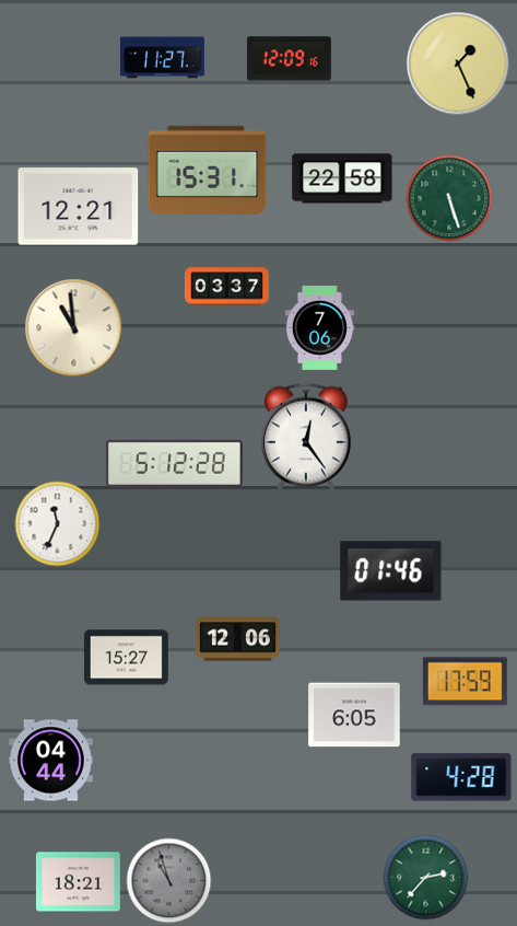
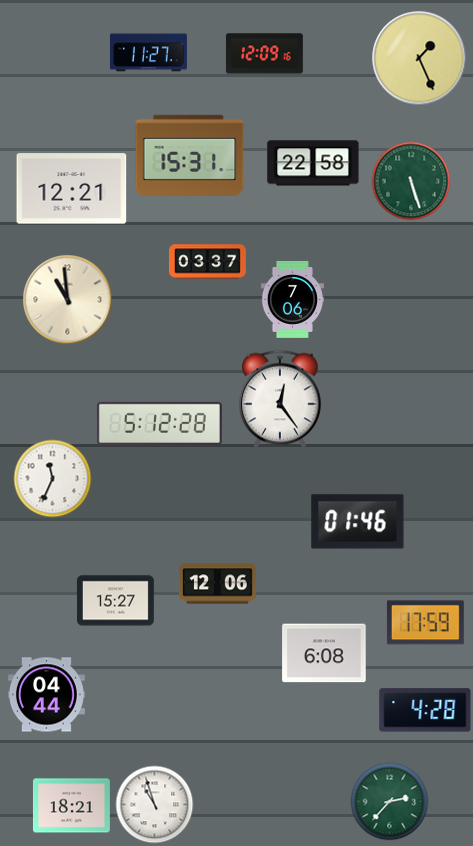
clock at (354, 715): 6:05 -> 6:08
clock at (461, 777) position: (461, 777) -> (425, 710)
clock at (168, 880) dial: grey -> white
